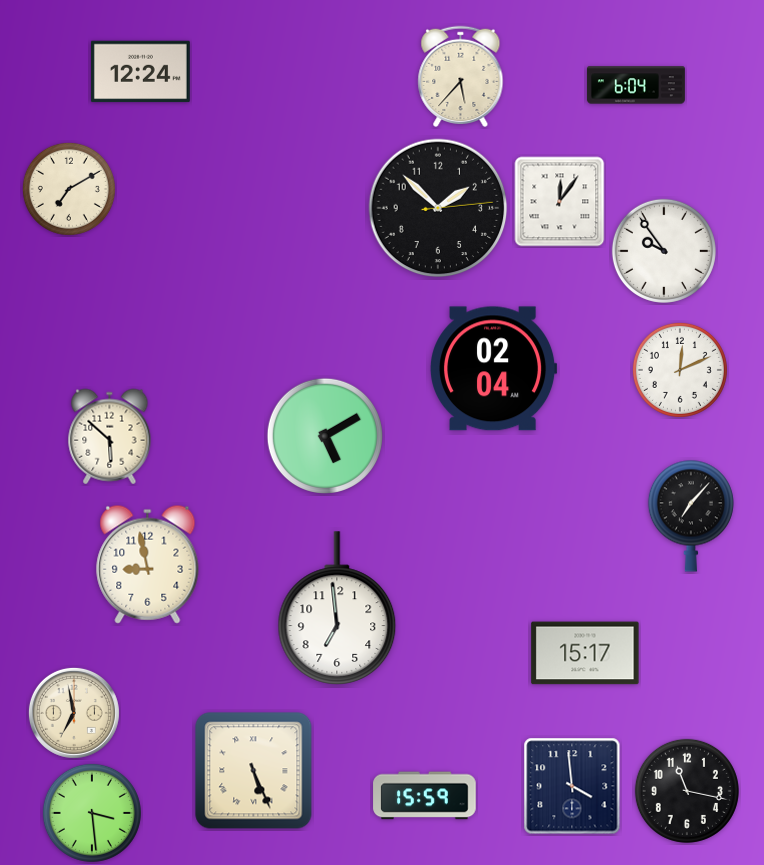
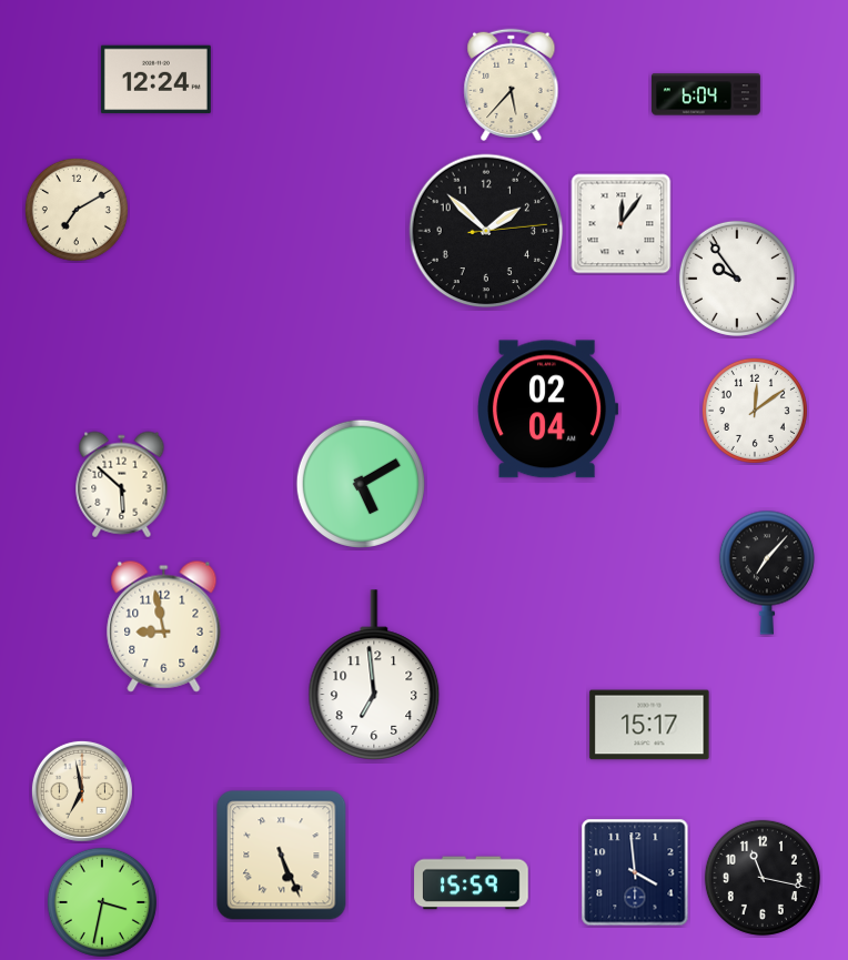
clock at (680, 370): 12:11 -> 12:09
clock at (92, 813): 3:29 -> 3:32
